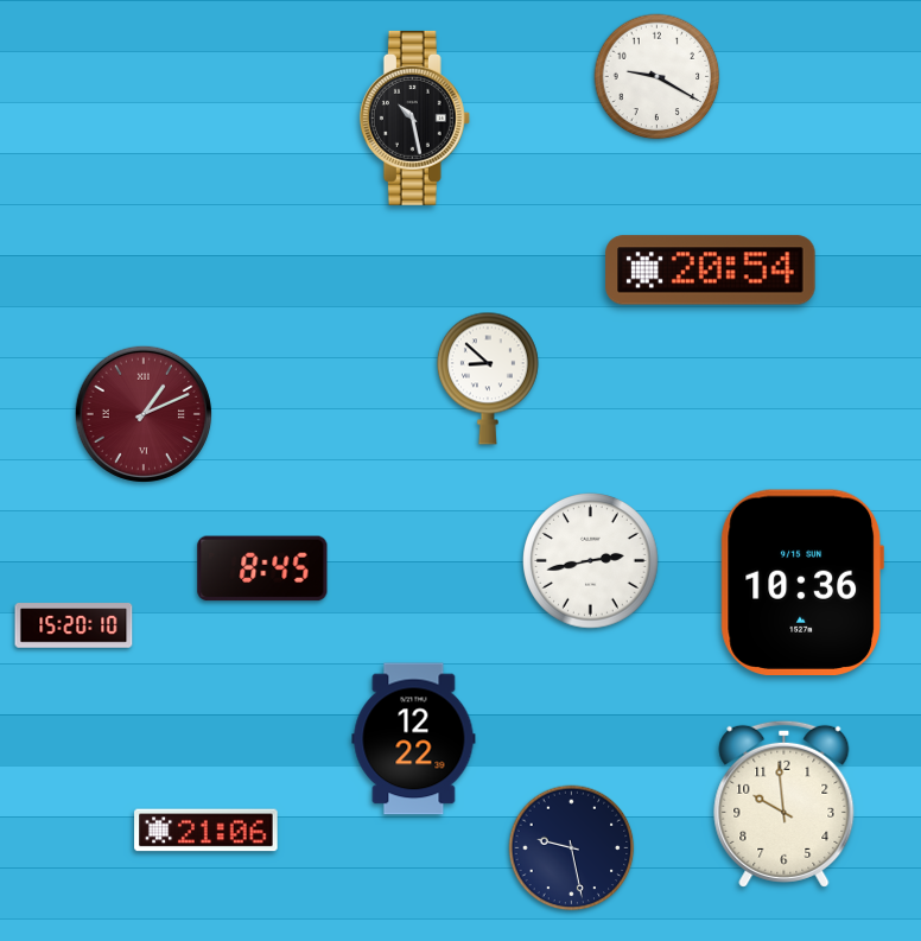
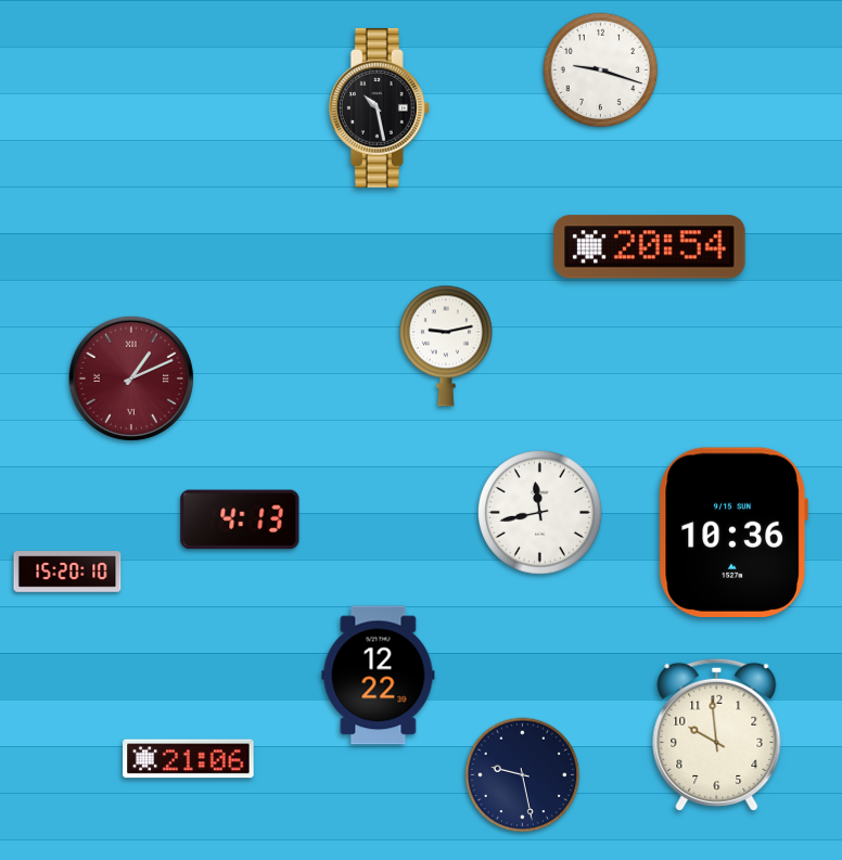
clock at (658, 77): 9:20 -> 9:18
clock at (488, 379): 8:52 -> 9:13
clock at (591, 561): 2:43 -> 11:43
clock at (262, 568): 8:45 -> 4:13
